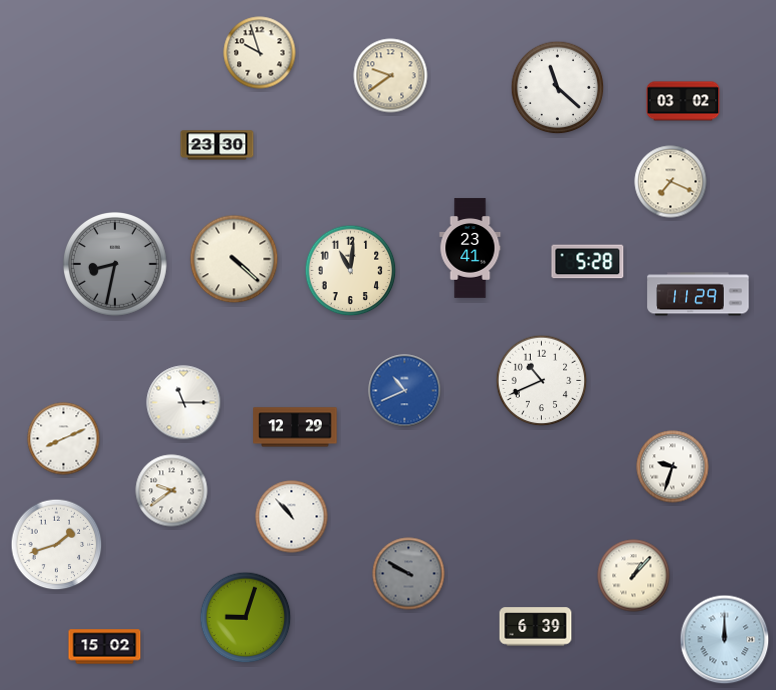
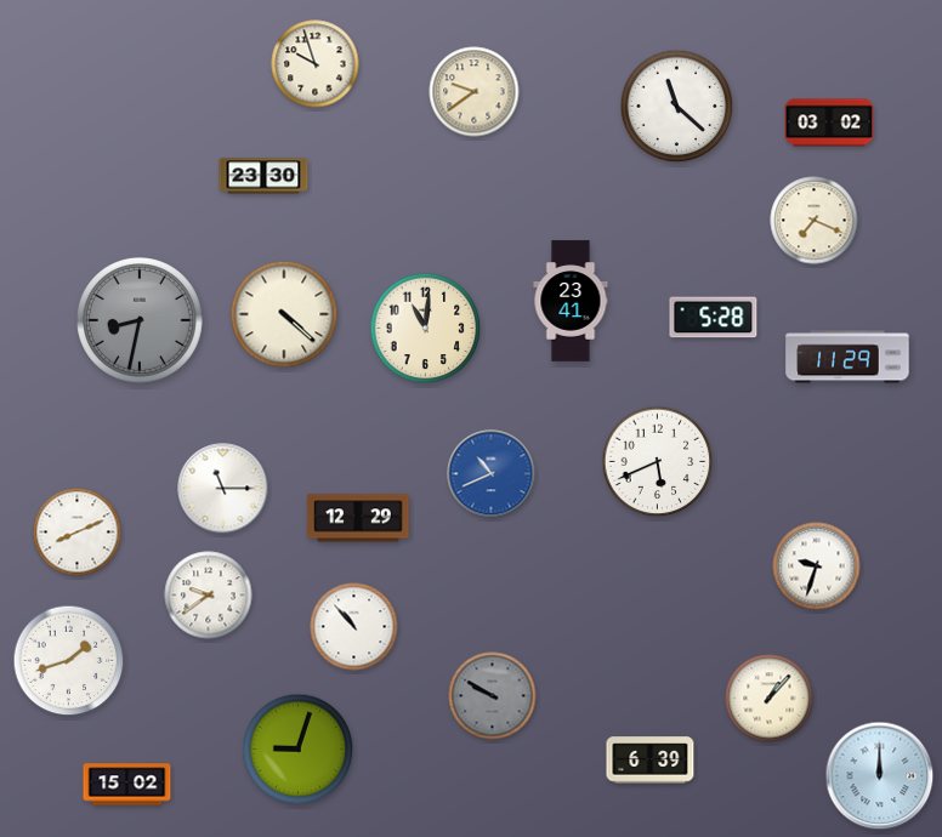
clock at (542, 381): 10:41 -> 5:41
clock at (409, 574) position: (409, 574) -> (493, 696)
